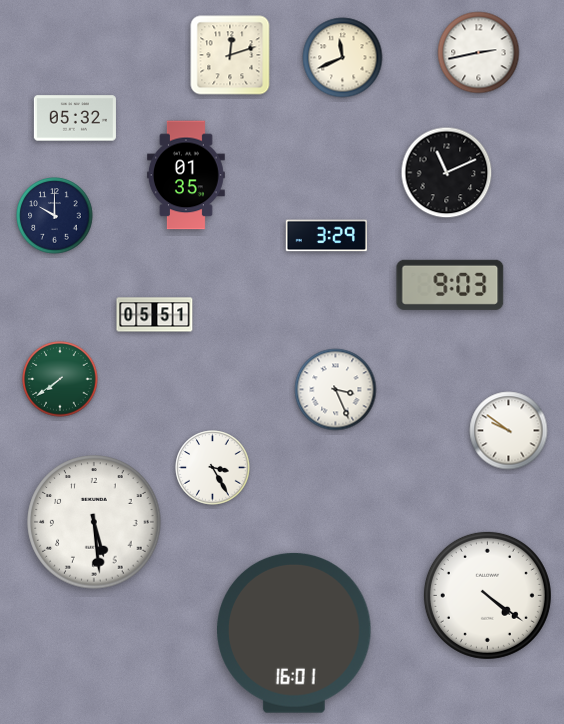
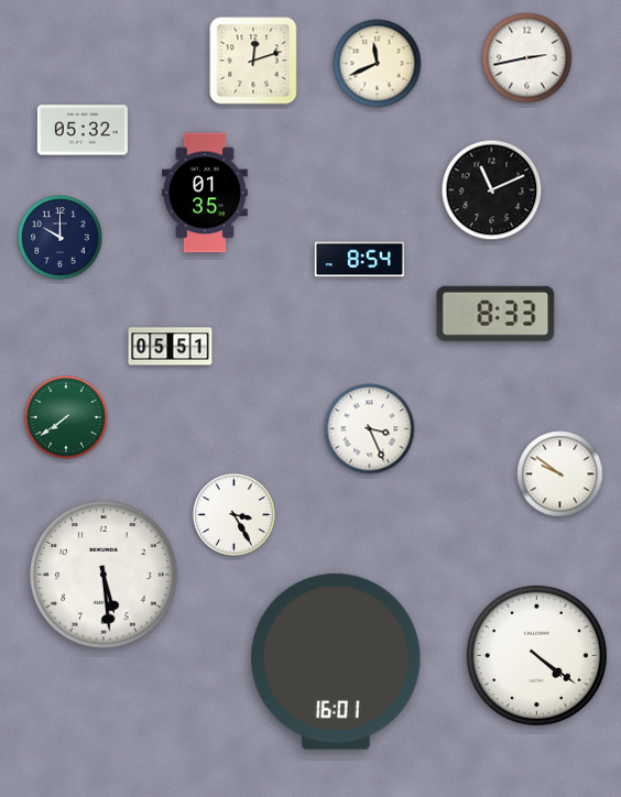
clock at (326, 236): 3:29 -> 8:54
clock at (450, 285): 9:03 -> 8:33
clock at (294, 633) position: (294, 633) -> (336, 662)
